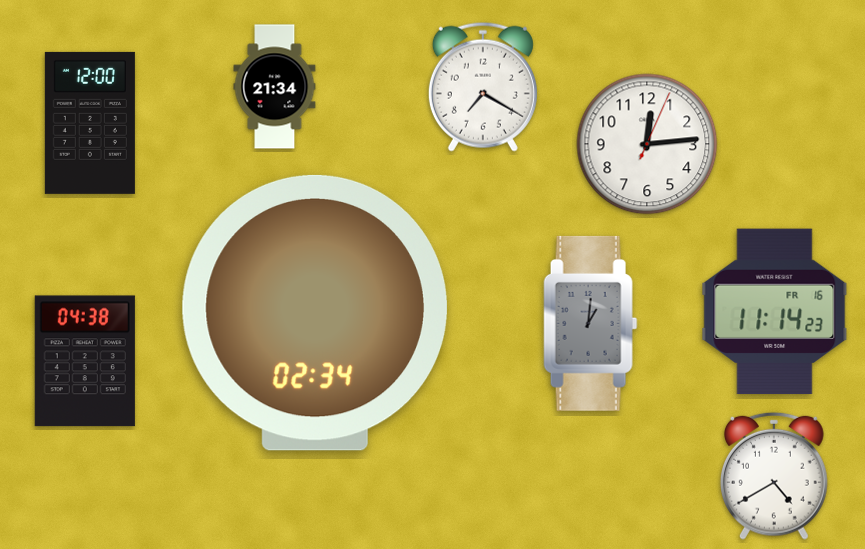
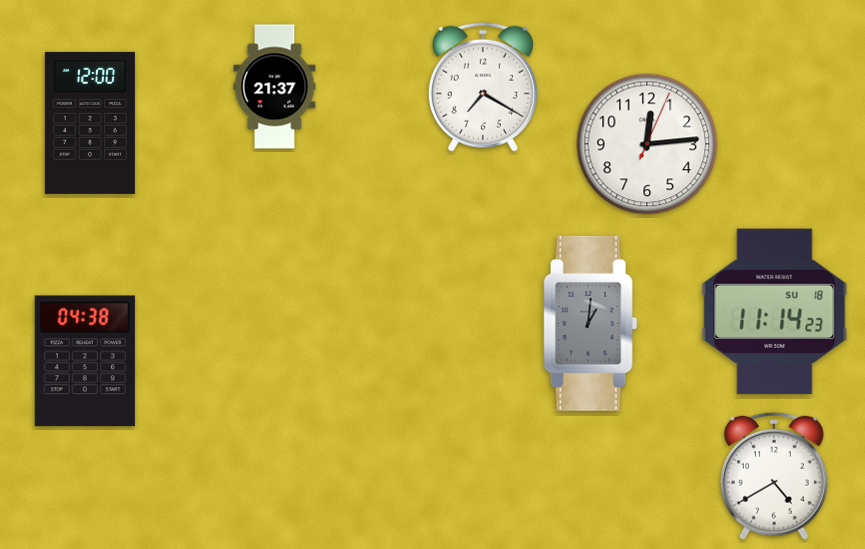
clock at (275, 87): 21:34 -> 21:37
clock at (775, 312) date: FR 16 -> SU 18
clock at (315, 313): 02:34 -> none
